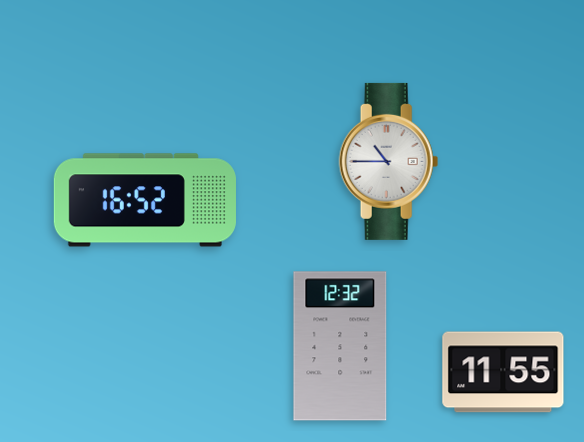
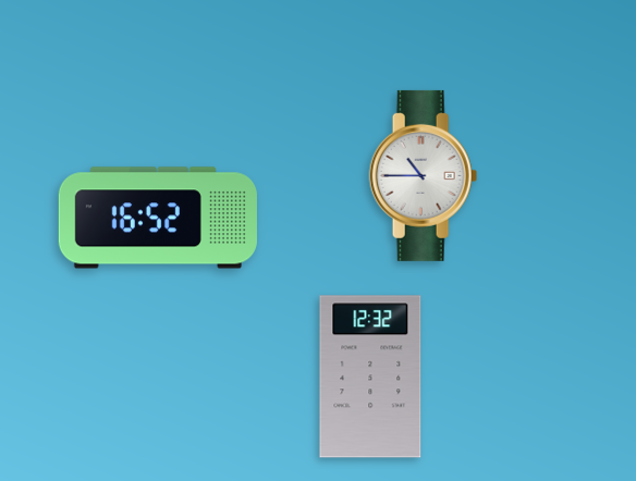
clock at (503, 372): 11:55 -> none
